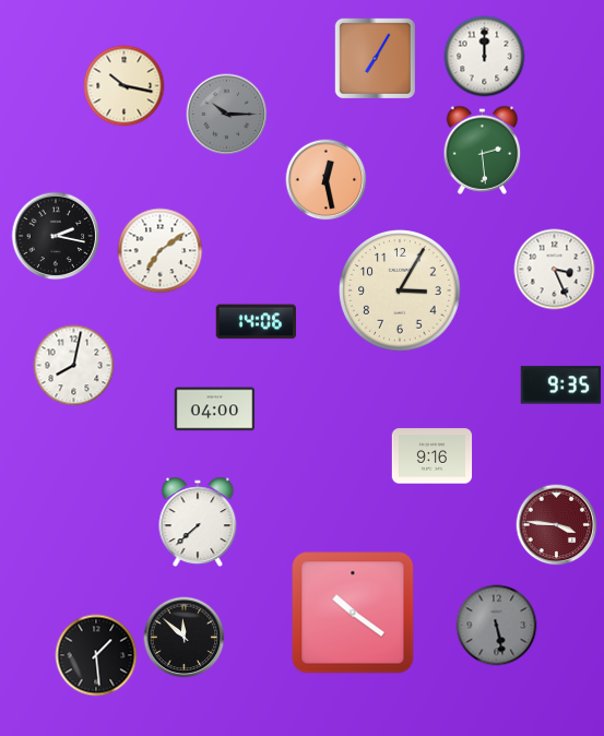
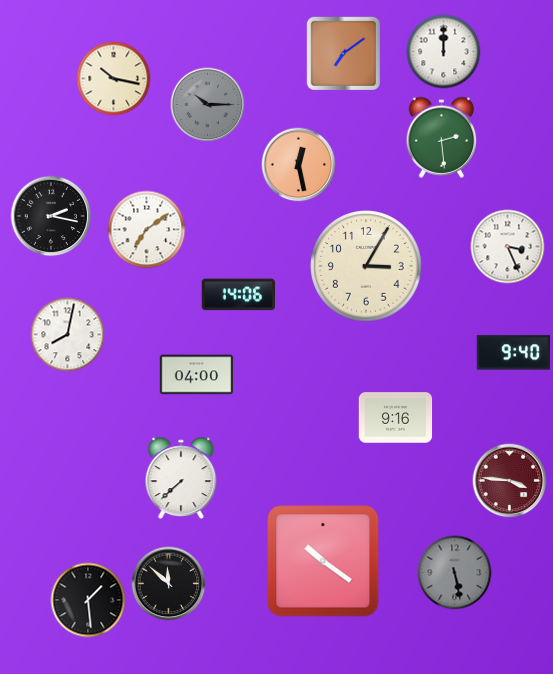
clock at (375, 58): 7:05 -> 7:09
clock at (256, 322) position: (256, 322) -> (238, 295)
clock at (560, 385): 9:35 -> 9:40
